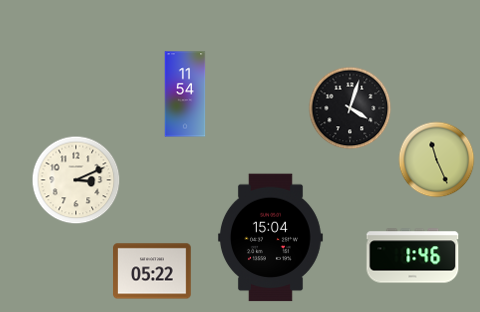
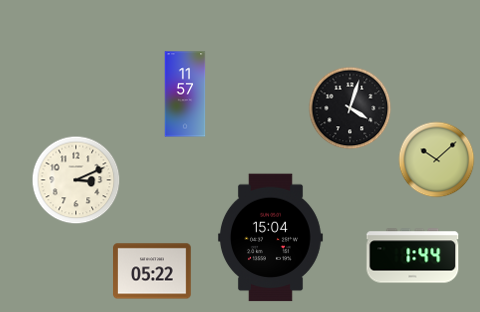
clock at (185, 94): 11:54 -> 11:57
clock at (437, 160): 11:26 -> 10:08
clock at (413, 256): 1:46 -> 1:44
